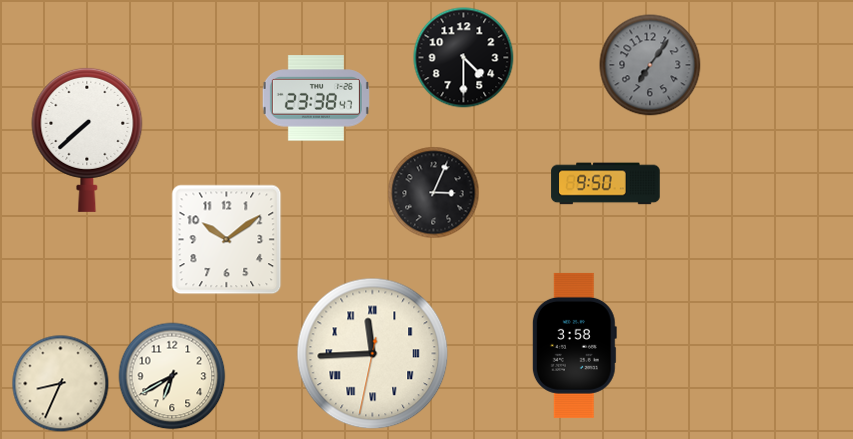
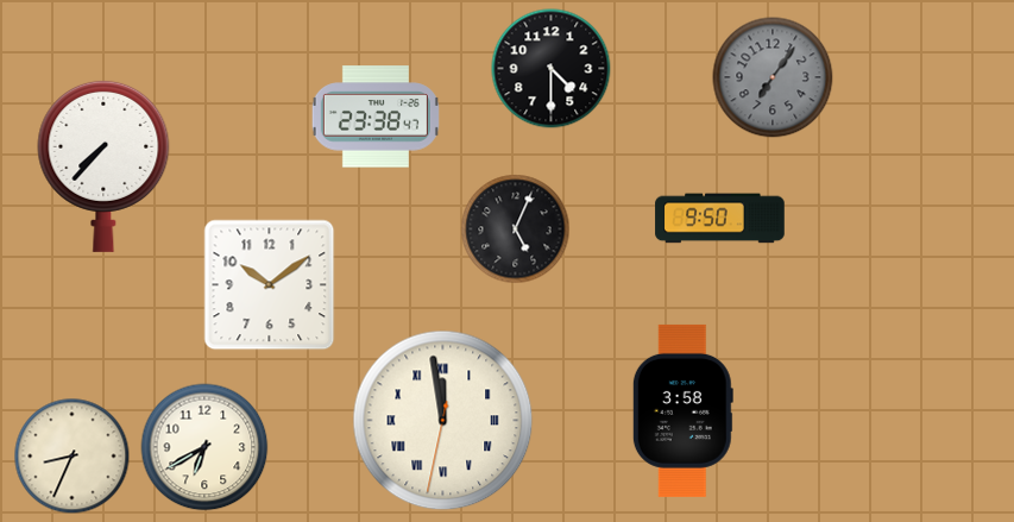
clock at (87, 139): 7:38 -> 7:37
clock at (434, 193): 3:04 -> 5:04
clock at (373, 354): 11:44 -> 11:58
